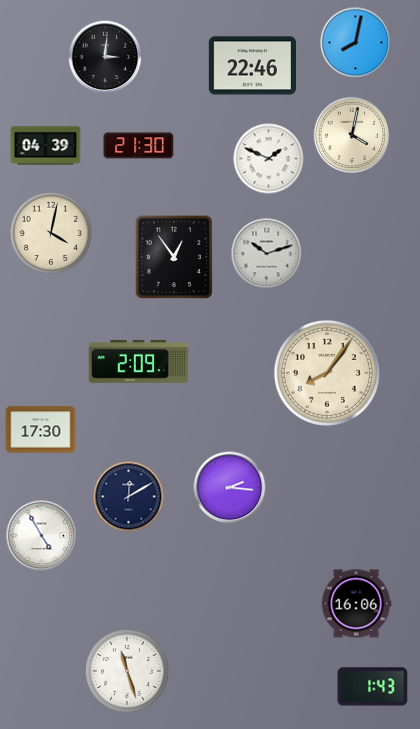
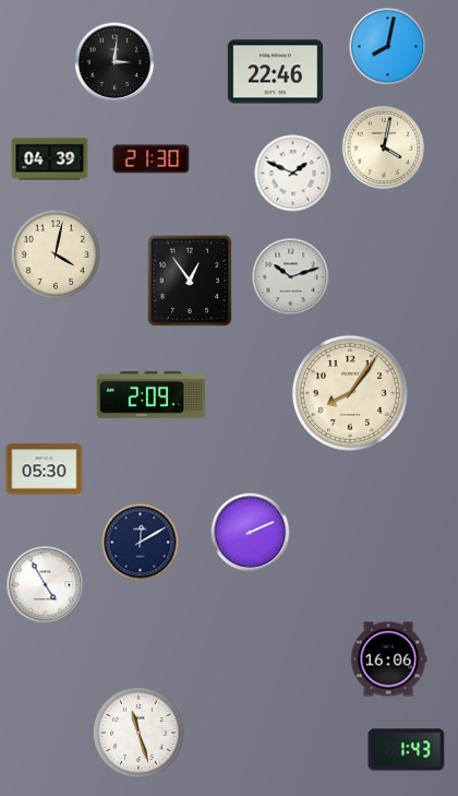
clock at (327, 373) position: (327, 373) -> (350, 393)
clock at (41, 430): 17:30 -> 05:30
clock at (230, 488): 2:16 -> 2:11
